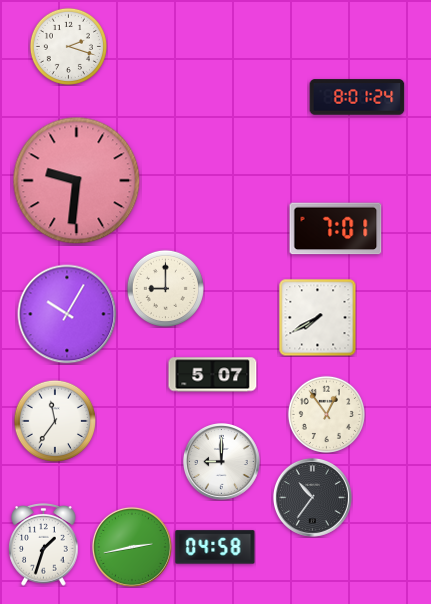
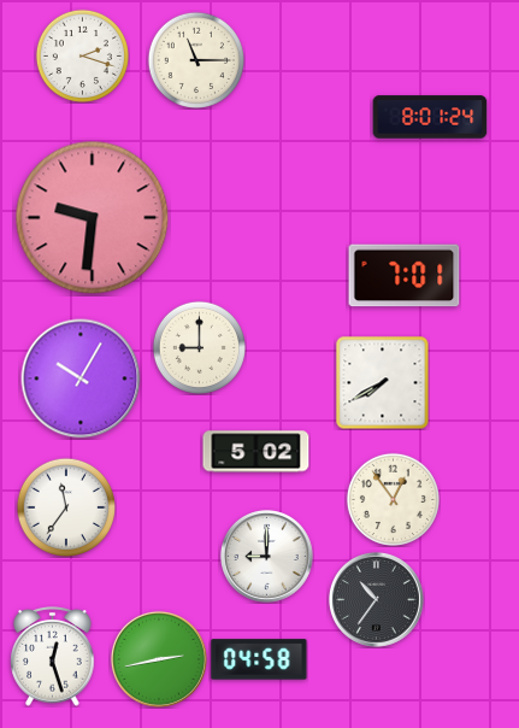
clock at (195, 59): none -> 11:15
clock at (213, 375): 5:07 -> 5:02
clock at (44, 545): 1:33 -> 12:27
